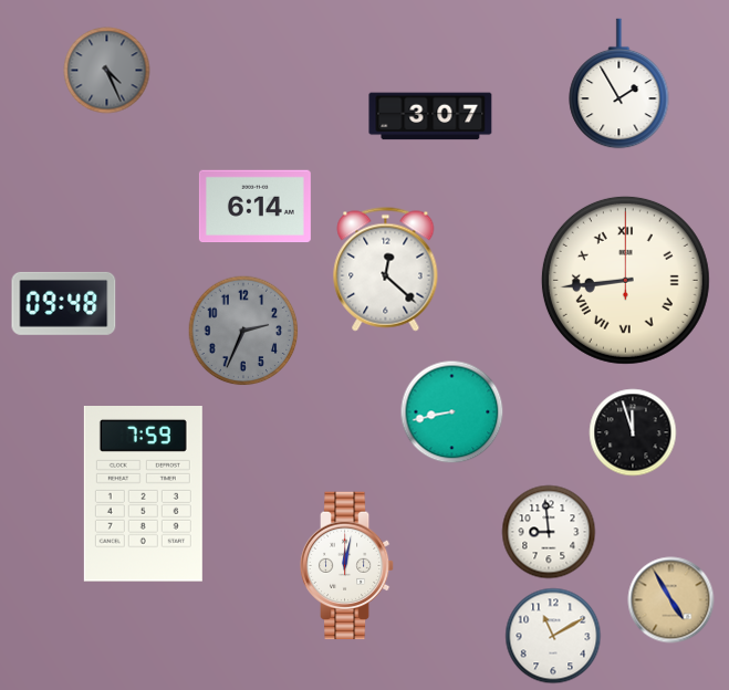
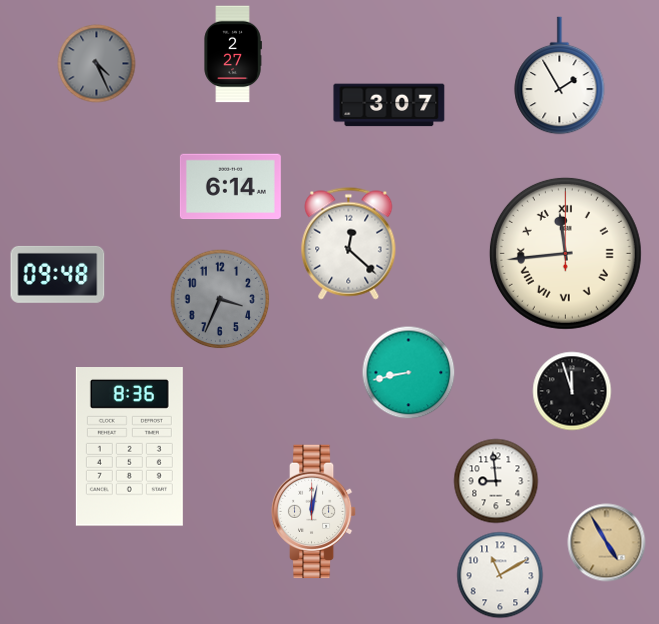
clock at (233, 54): none -> 2:27
clock at (625, 280): 8:44 -> 11:44
clock at (243, 331): 2:34 -> 3:34
clock at (143, 494): 7:59 -> 8:36
